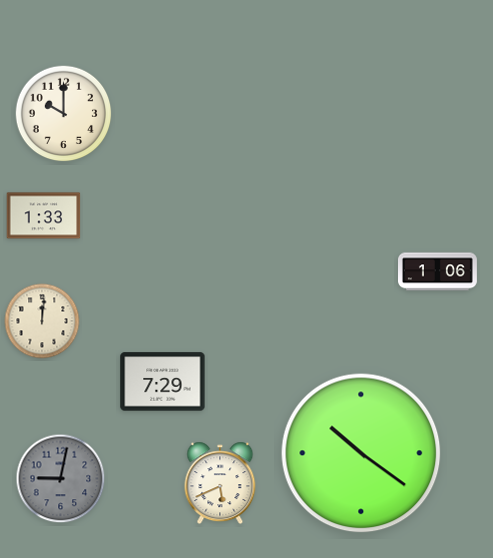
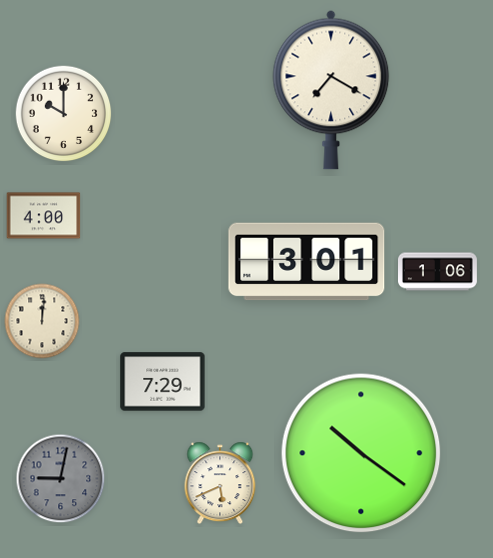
clock at (331, 90): none -> 7:20
clock at (44, 216): 1:33 -> 4:00
clock at (307, 262): none -> 3:01
